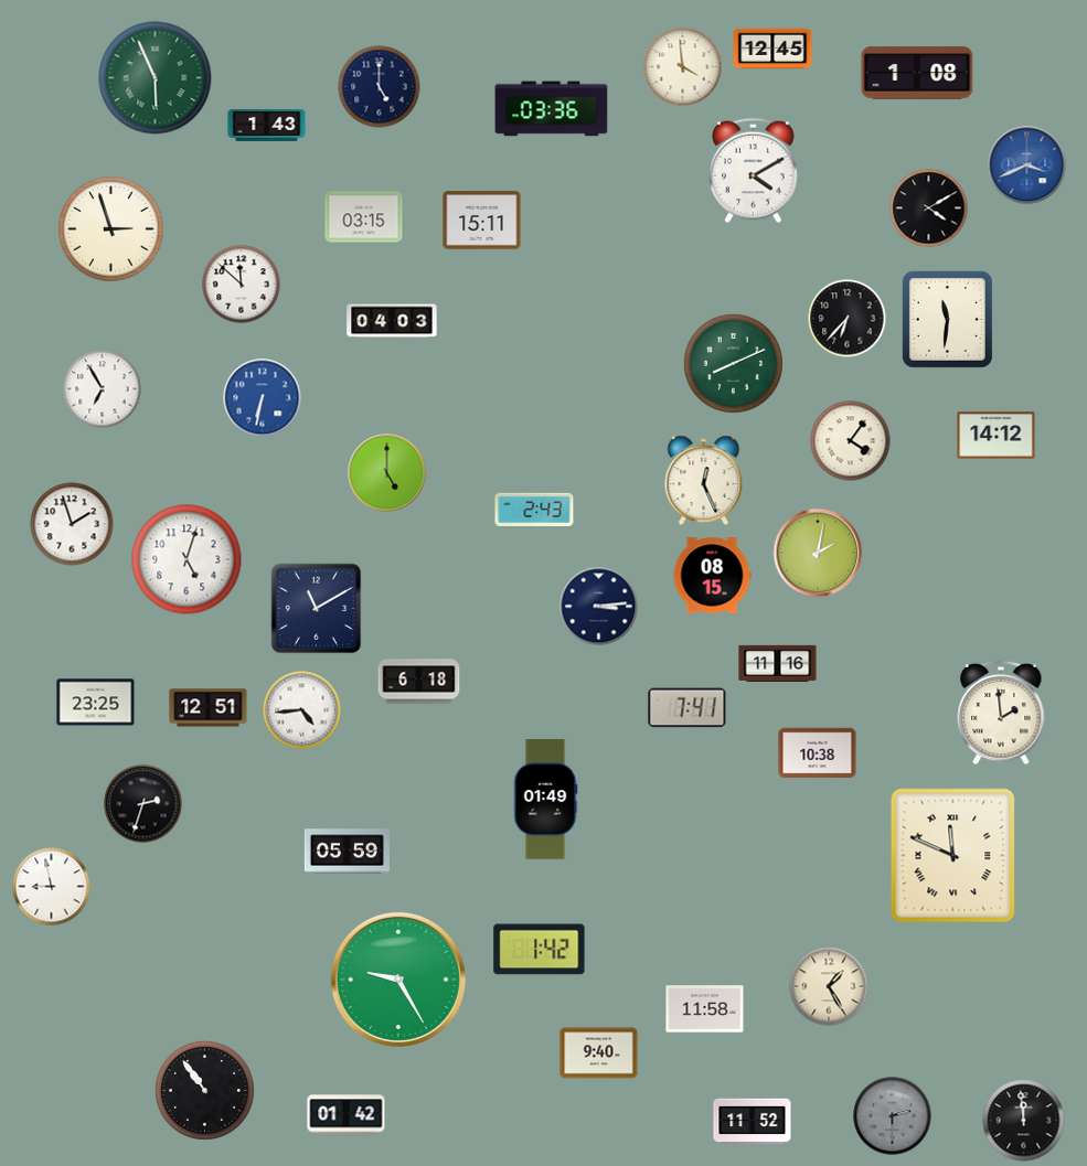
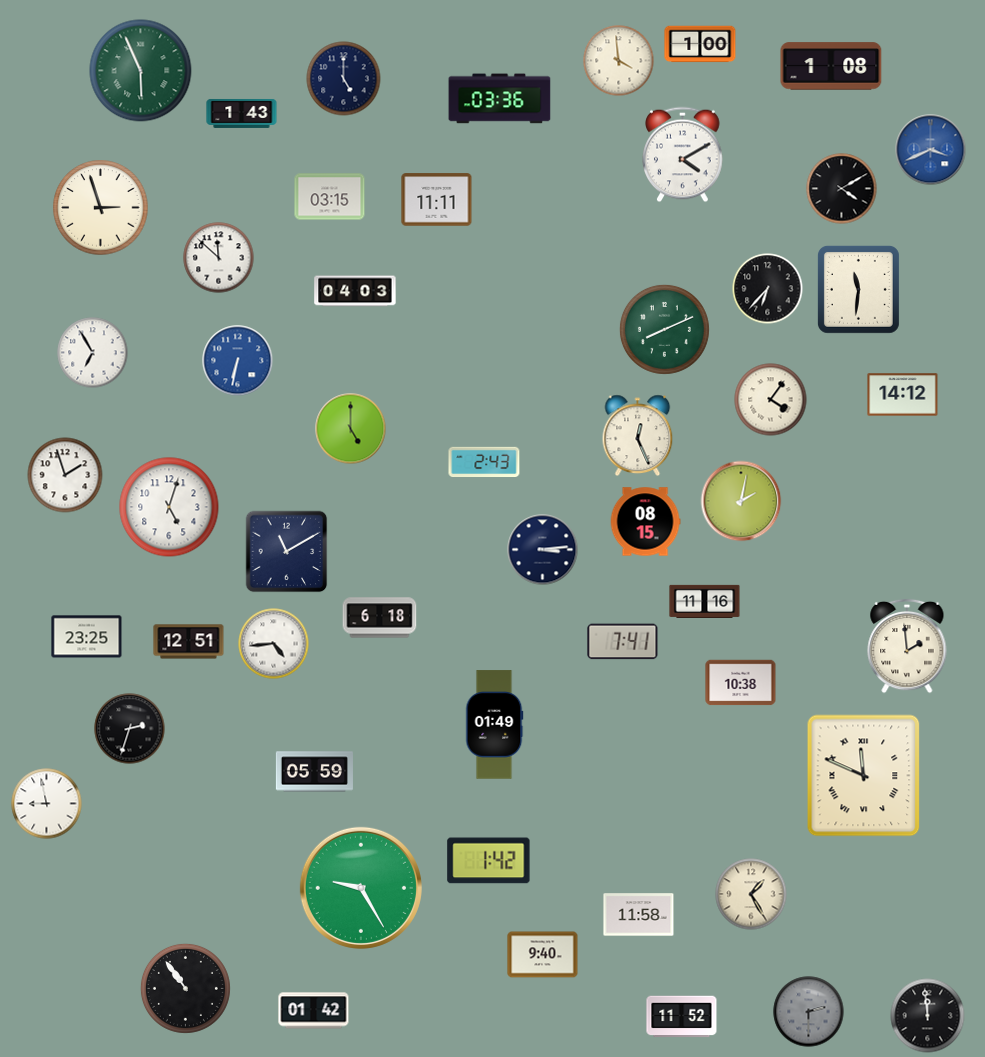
clock at (772, 49): 12:45 -> 1:00
clock at (482, 221): 15:11 -> 11:11
